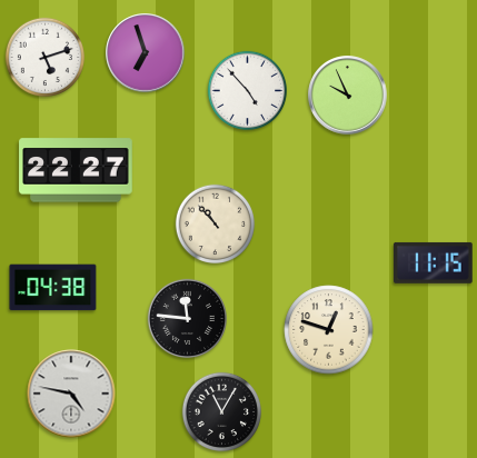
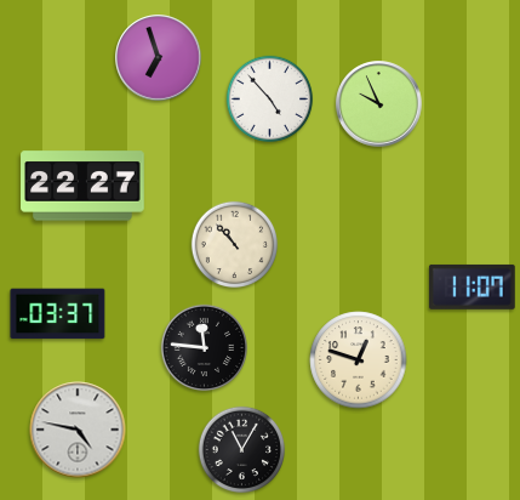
clock at (46, 58): 5:12 -> none
clock at (433, 262): 11:15 -> 11:07
clock at (53, 288): 04:38 -> 03:37
